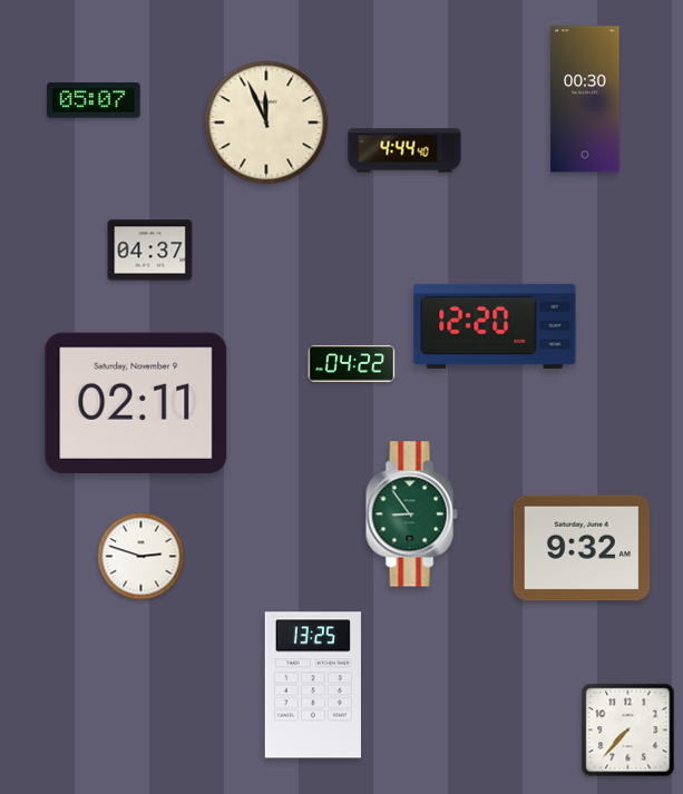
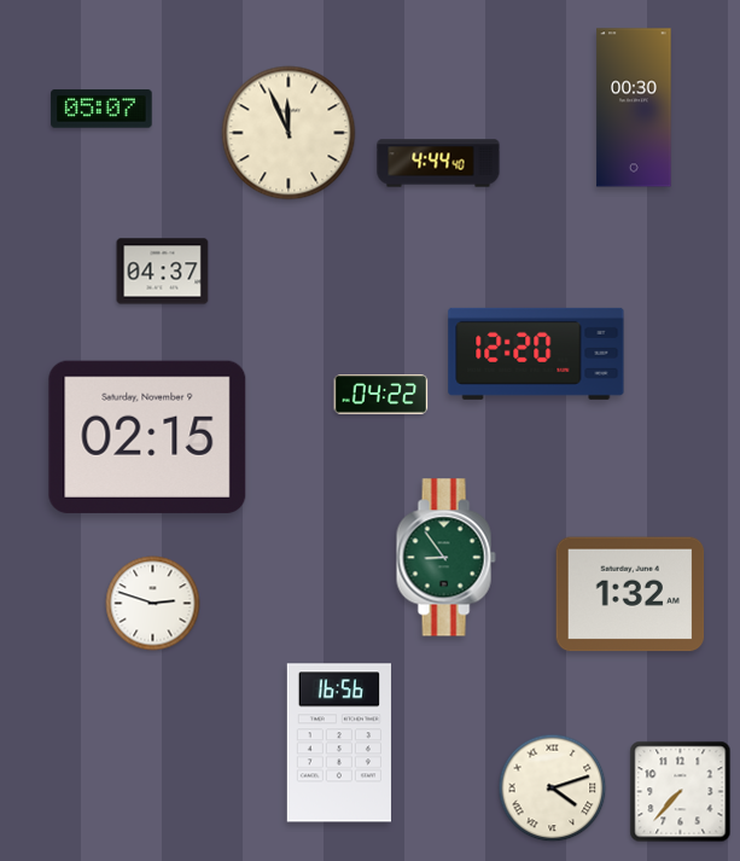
clock at (136, 403): 02:11 -> 02:15
clock at (582, 548): 9:32 -> 1:32
clock at (313, 685): 13:25 -> 16:56
clock at (553, 789): none -> 4:12
